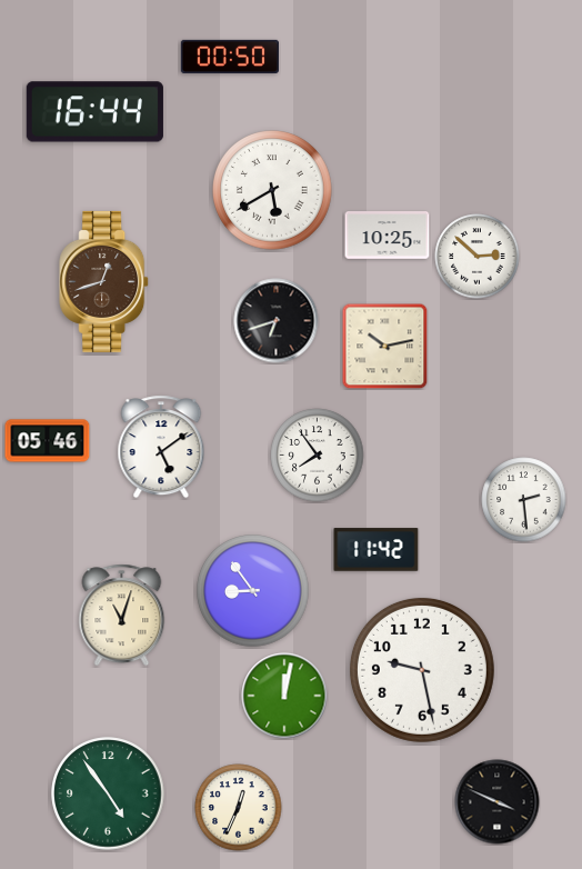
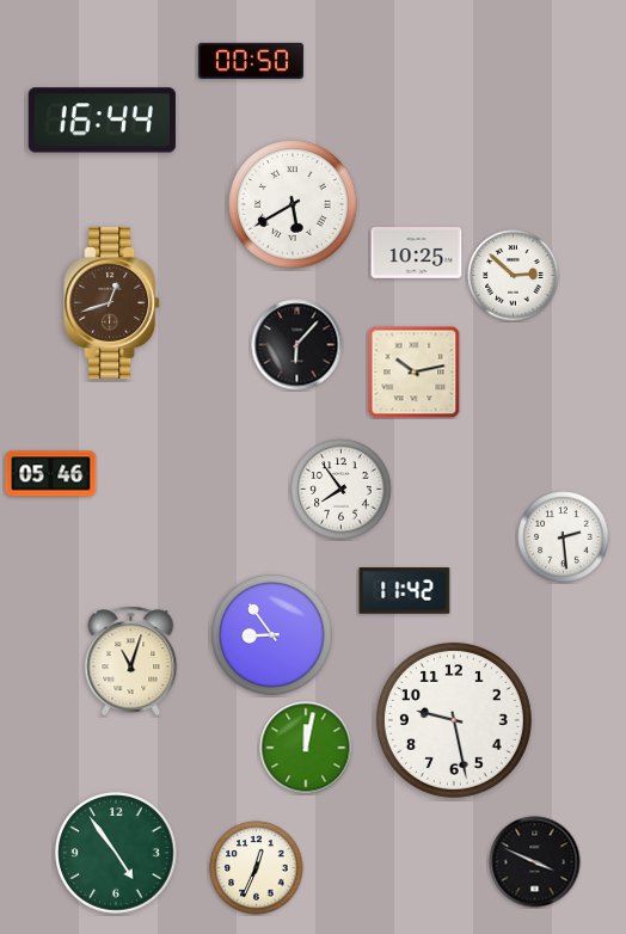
clock at (230, 57) position: (230, 57) -> (251, 61)
clock at (277, 321): 6:42 -> 6:07
clock at (161, 447): 5:09 -> none
